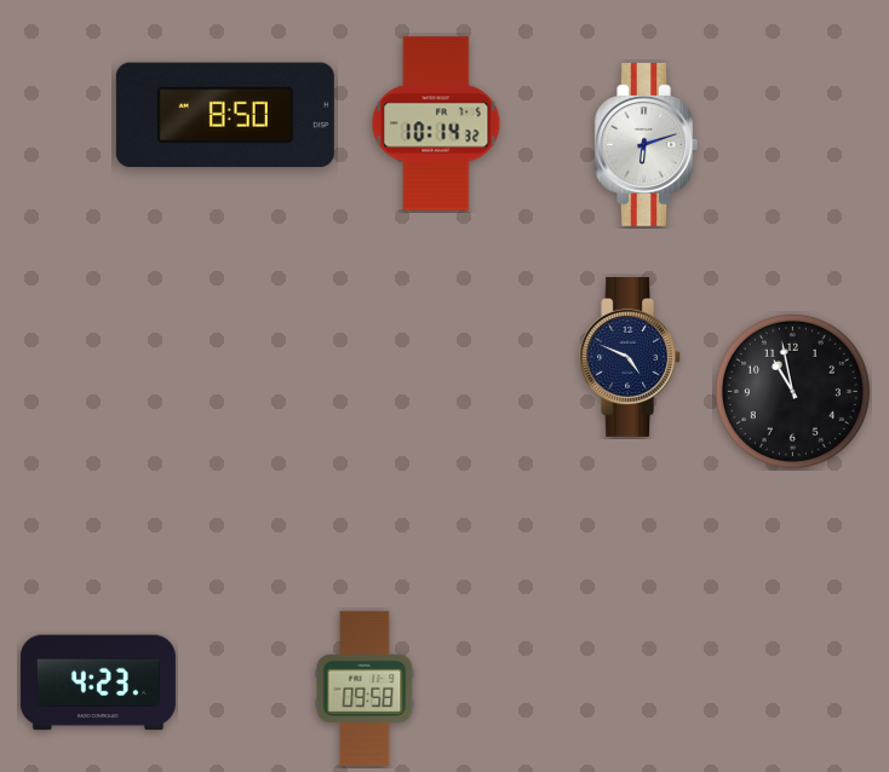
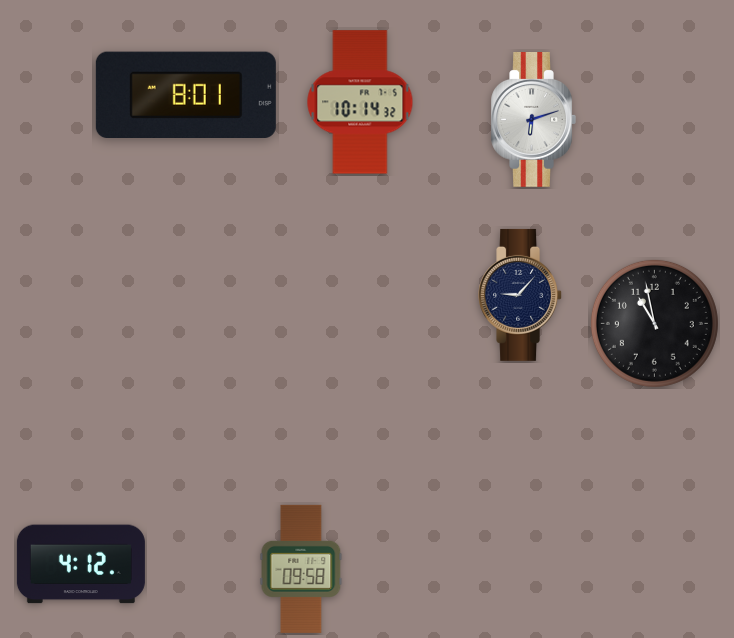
clock at (225, 114): 8:50 -> 8:01
clock at (631, 357): 4:49 -> 9:07
clock at (98, 682): 4:23 -> 4:12
